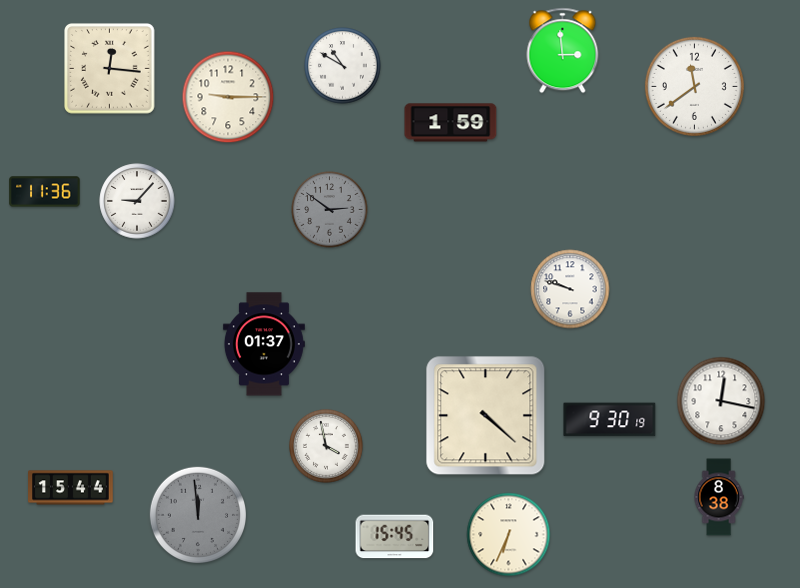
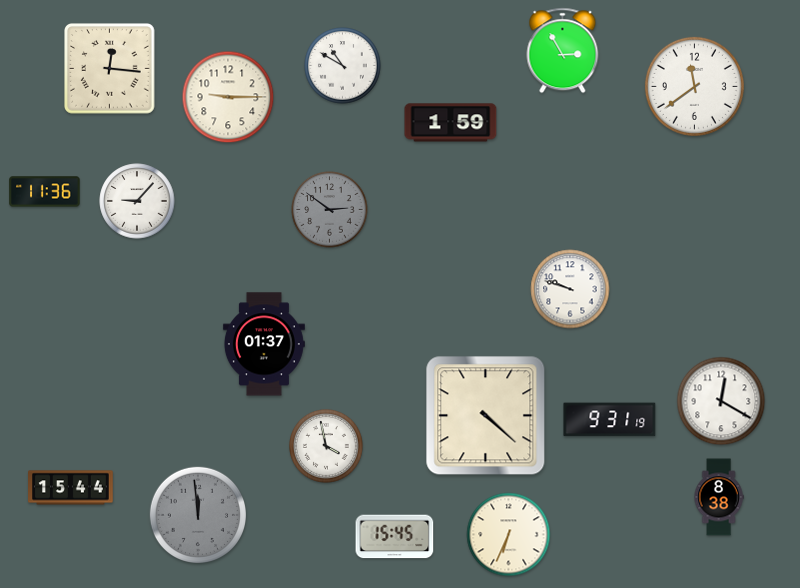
clock at (563, 51): 2:59 -> 2:55
clock at (721, 401): 12:17 -> 12:20
clock at (610, 420): 9:30 -> 9:31
